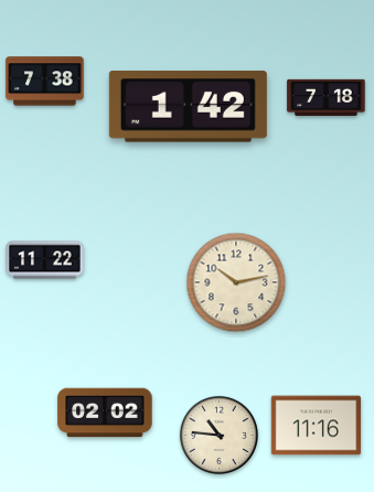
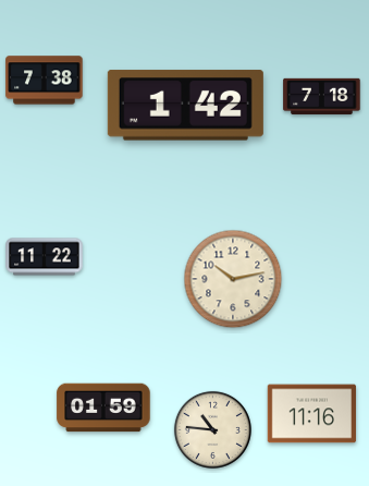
clock at (105, 413): 02:02 -> 01:59
clock at (317, 426) position: (317, 426) -> (312, 414)
clock at (218, 435) position: (218, 435) -> (212, 429)
